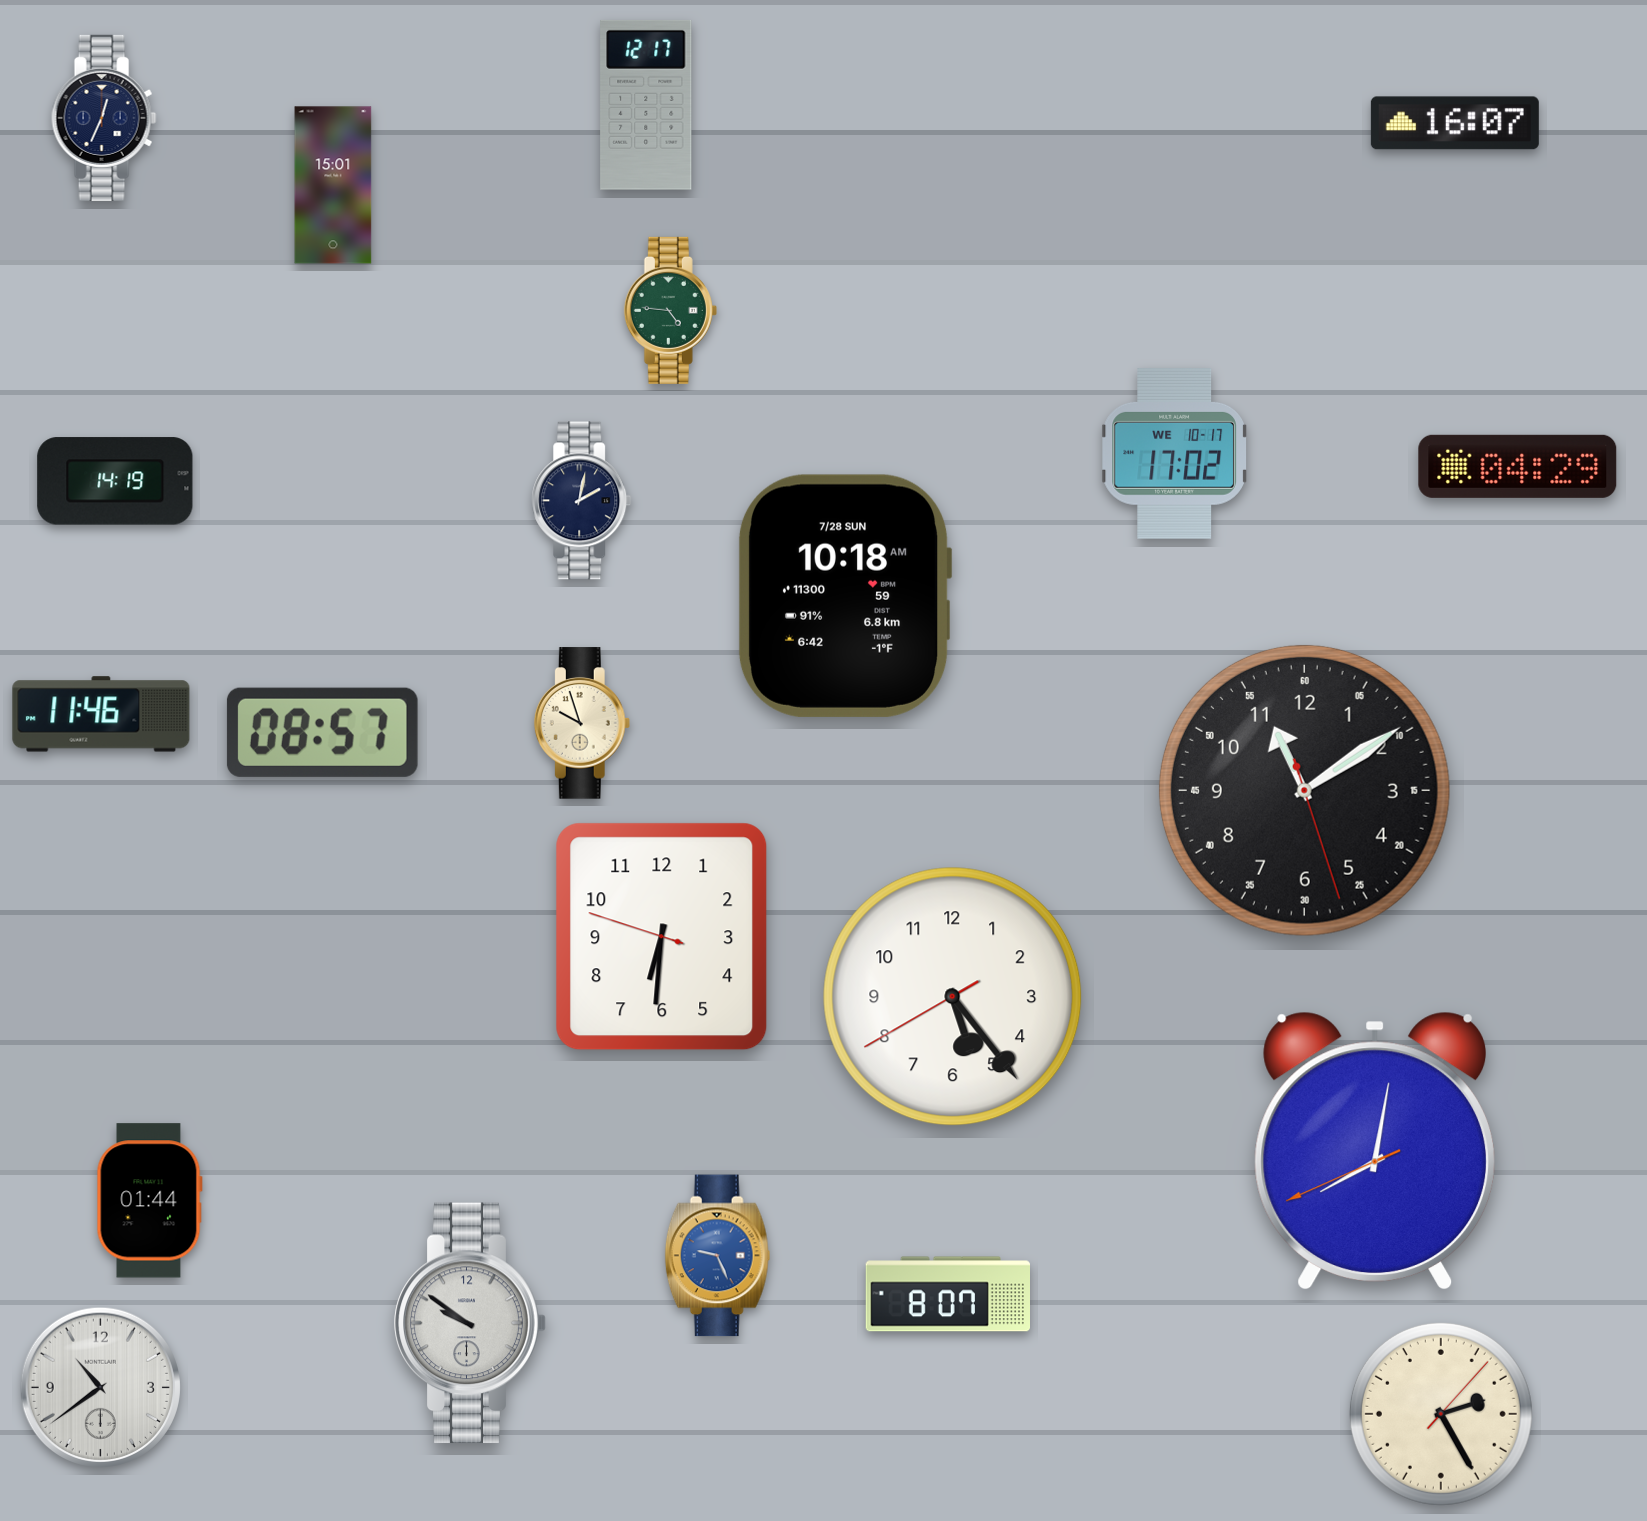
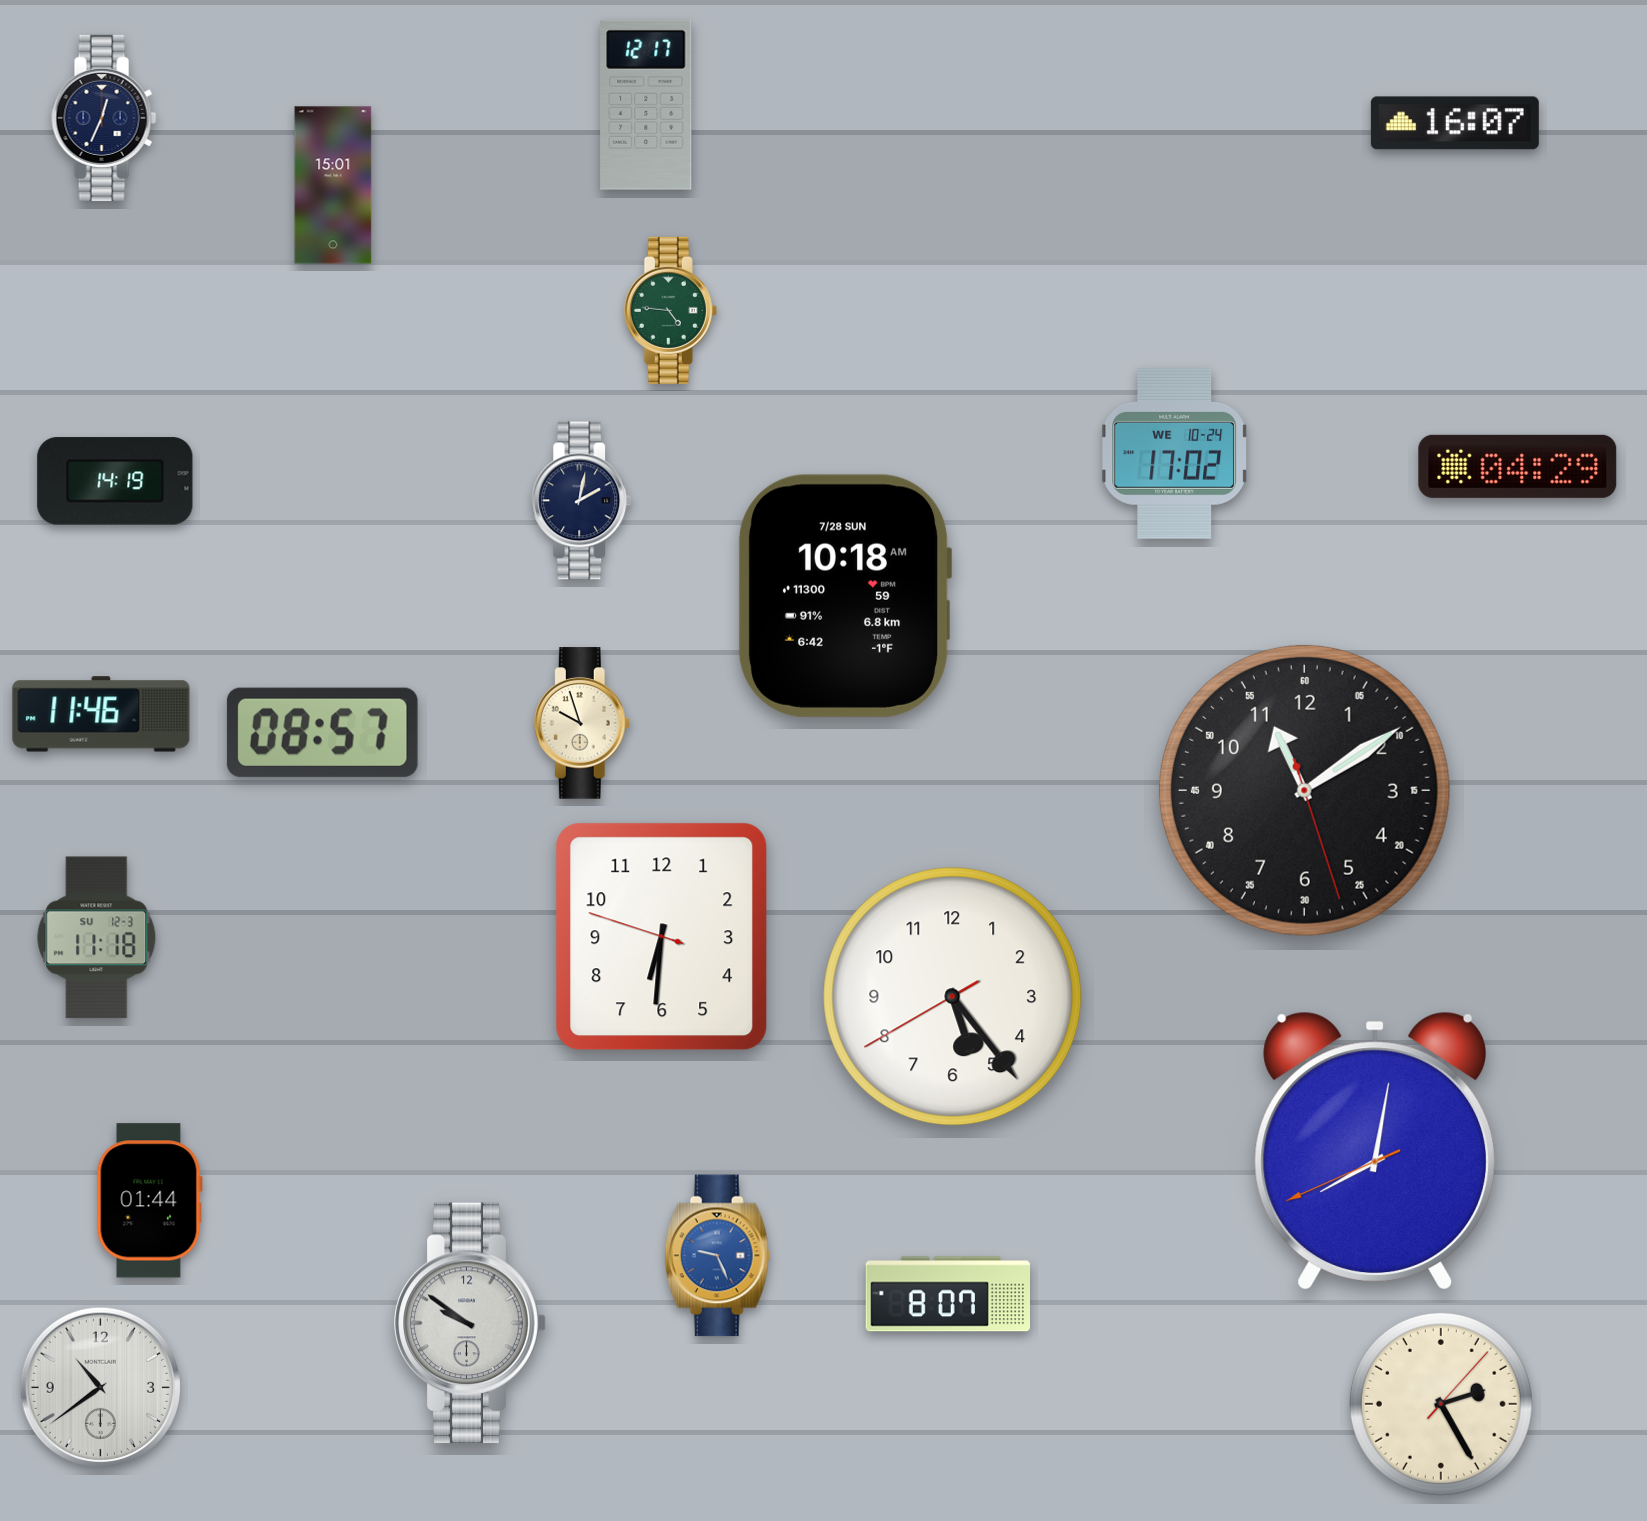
clock at (1174, 453) date: WE 10-17 -> WE 10-24
clock at (97, 938): none -> 11:18
clock at (1441, 1414) position: (1441, 1414) -> (1441, 1404)
